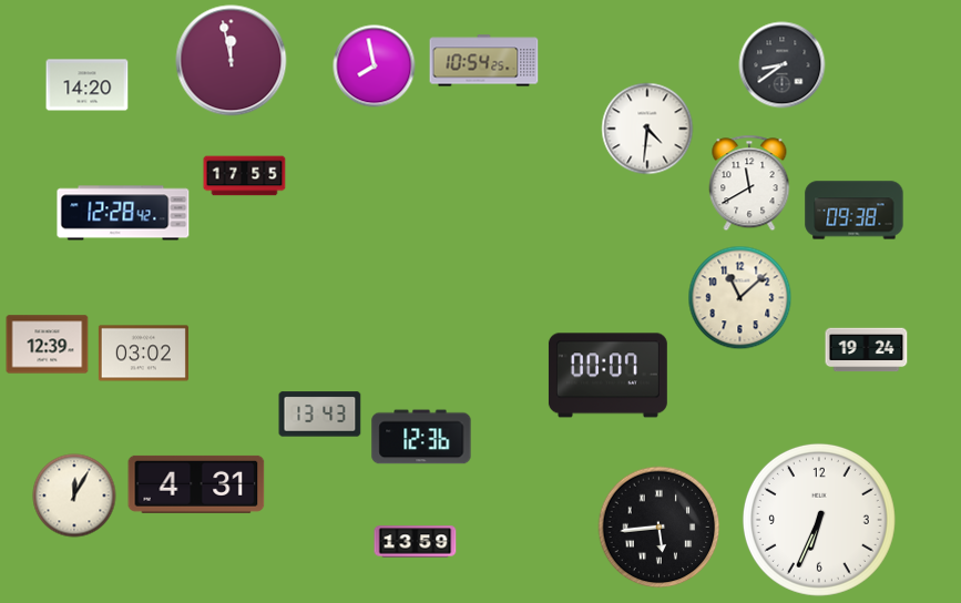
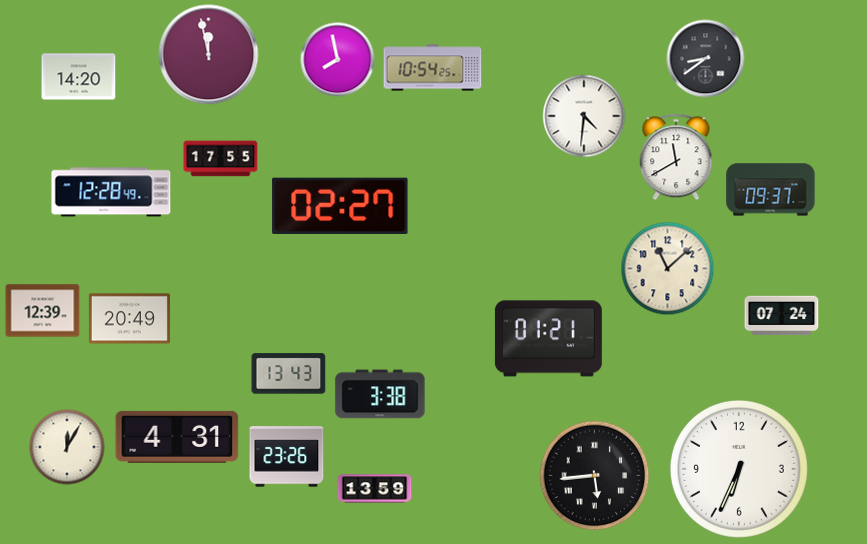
clock at (484, 61) position: (484, 61) -> (433, 68)
clock at (749, 183) position: (749, 183) -> (676, 157)
clock at (855, 211): 09:38 -> 09:37
clock at (123, 213): 12:28:42 -> 12:28:49
clock at (340, 206): none -> 02:27
clock at (867, 350): 19:24 -> 07:24
clock at (143, 354): 03:02 -> 20:49
clock at (607, 376): 00:07 -> 01:21
clock at (421, 437): 12:36 -> 3:38
clock at (287, 457): none -> 23:26
